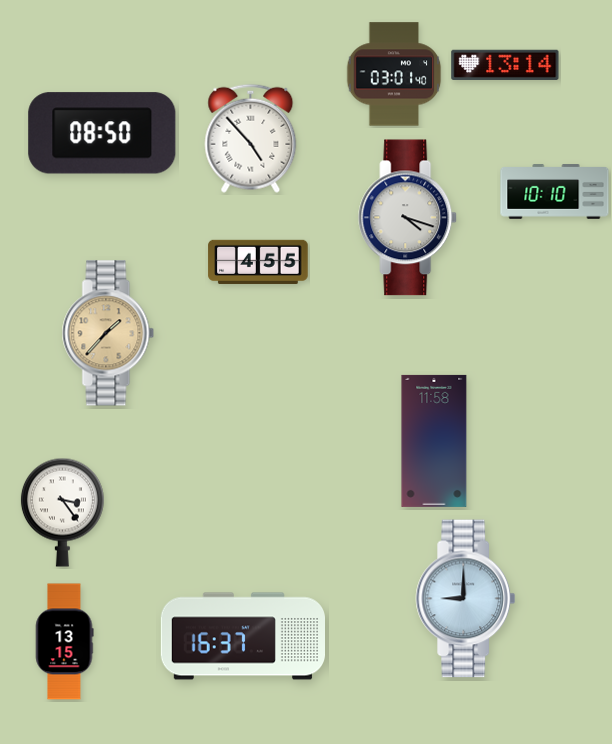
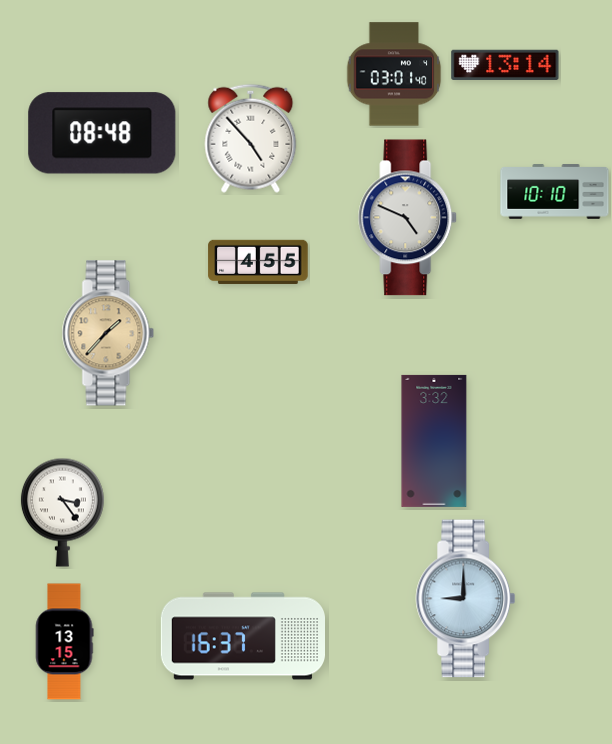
clock at (102, 133): 08:50 -> 08:48
clock at (408, 218): 4:18 -> 4:49
clock at (434, 441): 11:58 -> 3:32
